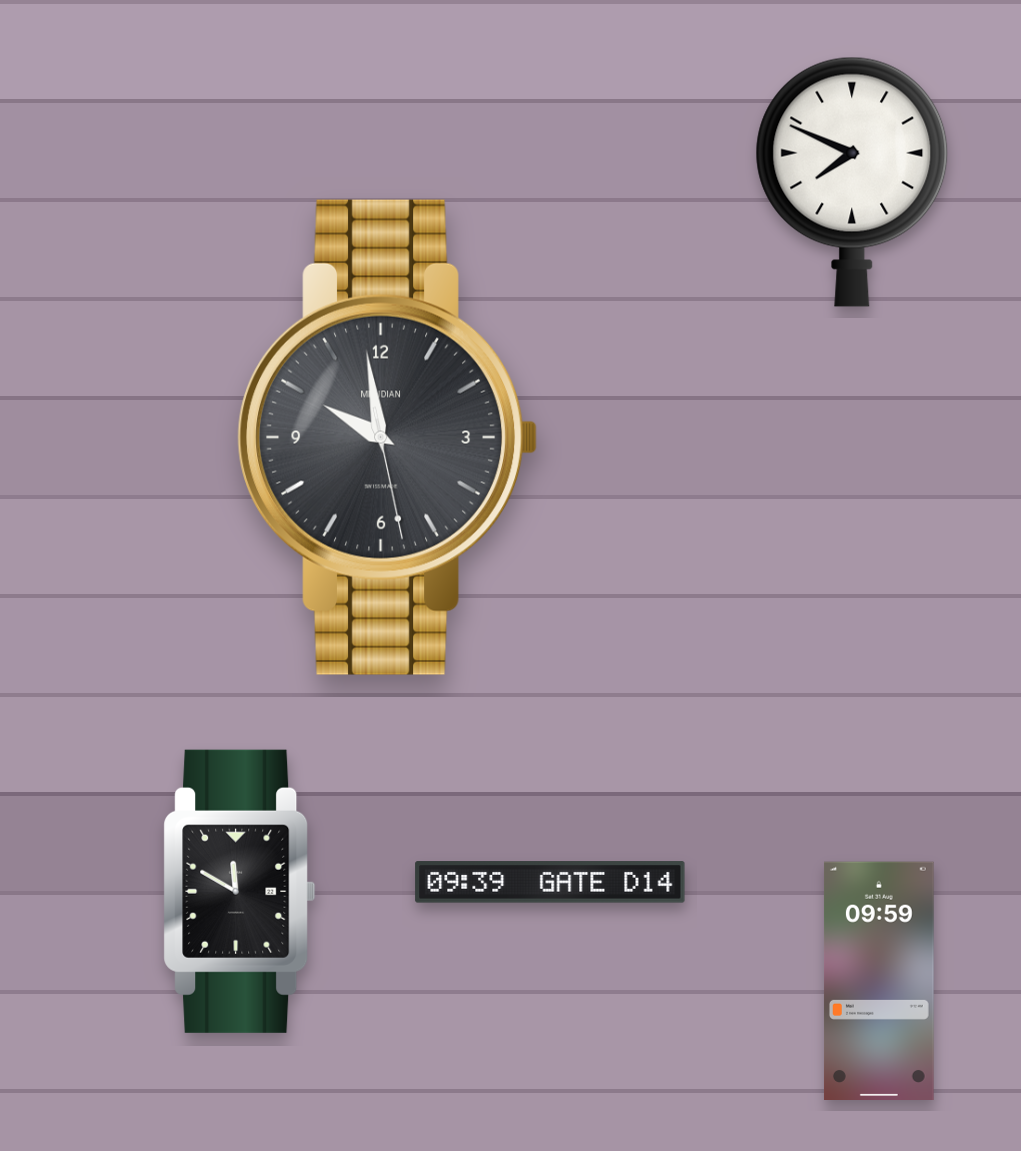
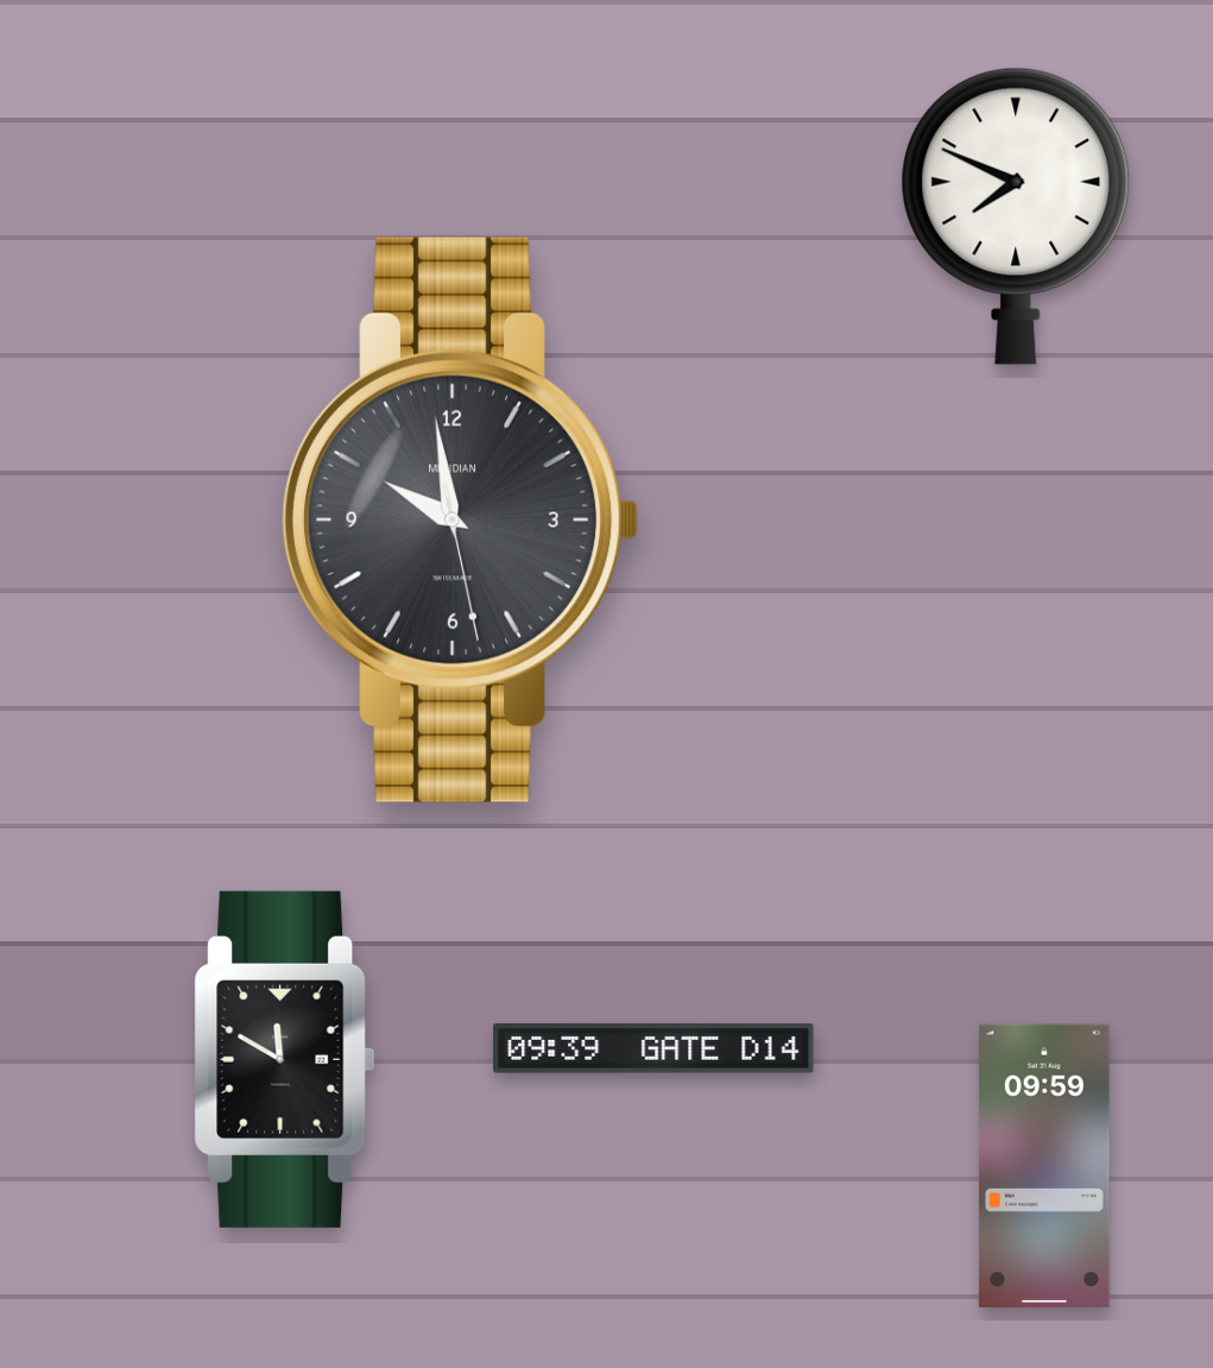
clock at (852, 182) position: (852, 182) -> (1016, 216)
